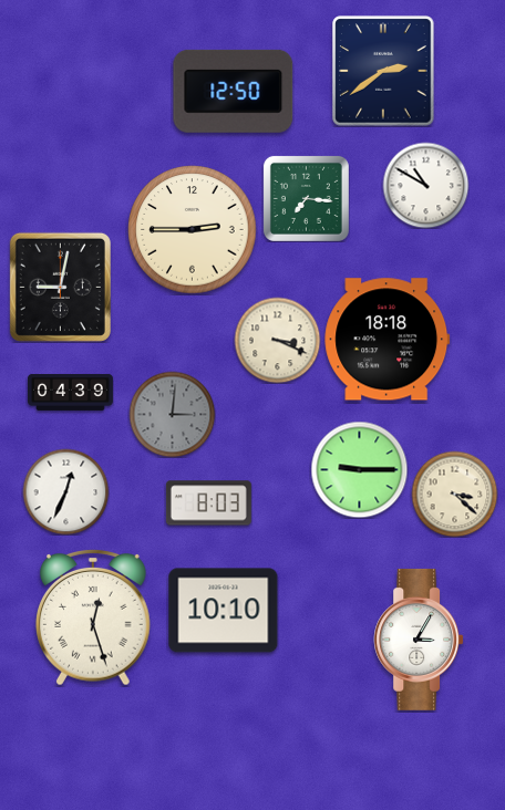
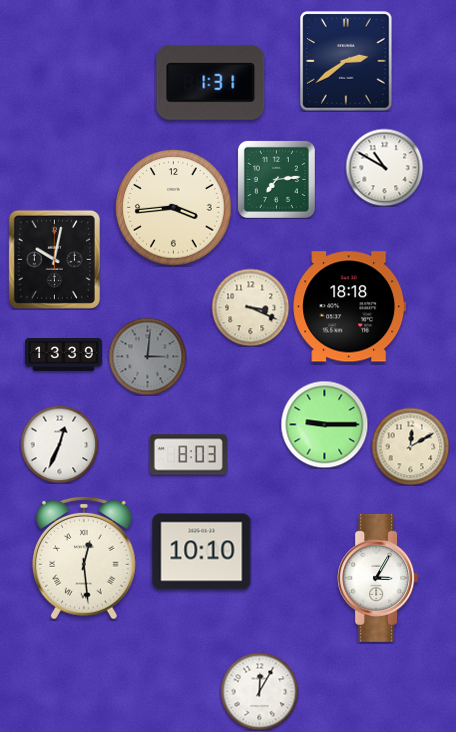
clock at (383, 71) position: (383, 71) -> (346, 61)
clock at (234, 91): 12:50 -> 1:31
clock at (306, 198): 7:16 -> 7:14
clock at (193, 230): 2:45 -> 3:44
clock at (60, 287): 9:02 -> 10:02
clock at (70, 392): 04:39 -> 13:39
clock at (172, 414) position: (172, 414) -> (147, 356)
clock at (454, 494): 3:22 -> 12:10
clock at (94, 619): 12:27 -> 12:29
clock at (259, 691): none -> 12:05
